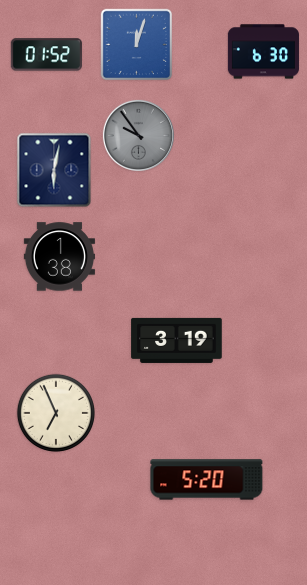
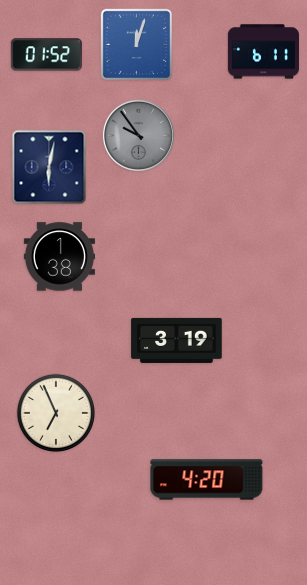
clock at (263, 52): 6:30 -> 6:11
clock at (54, 170) position: (54, 170) -> (49, 167)
clock at (207, 480): 5:20 -> 4:20
